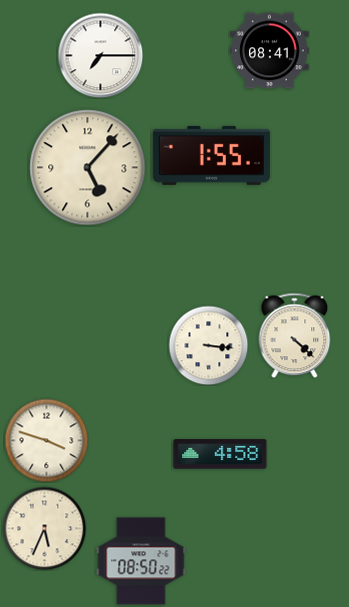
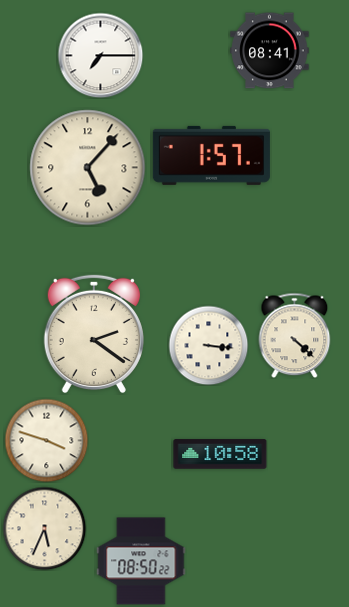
clock at (211, 155): 1:55 -> 1:57
clock at (94, 334): none -> 2:21
clock at (220, 454): 4:58 -> 10:58
